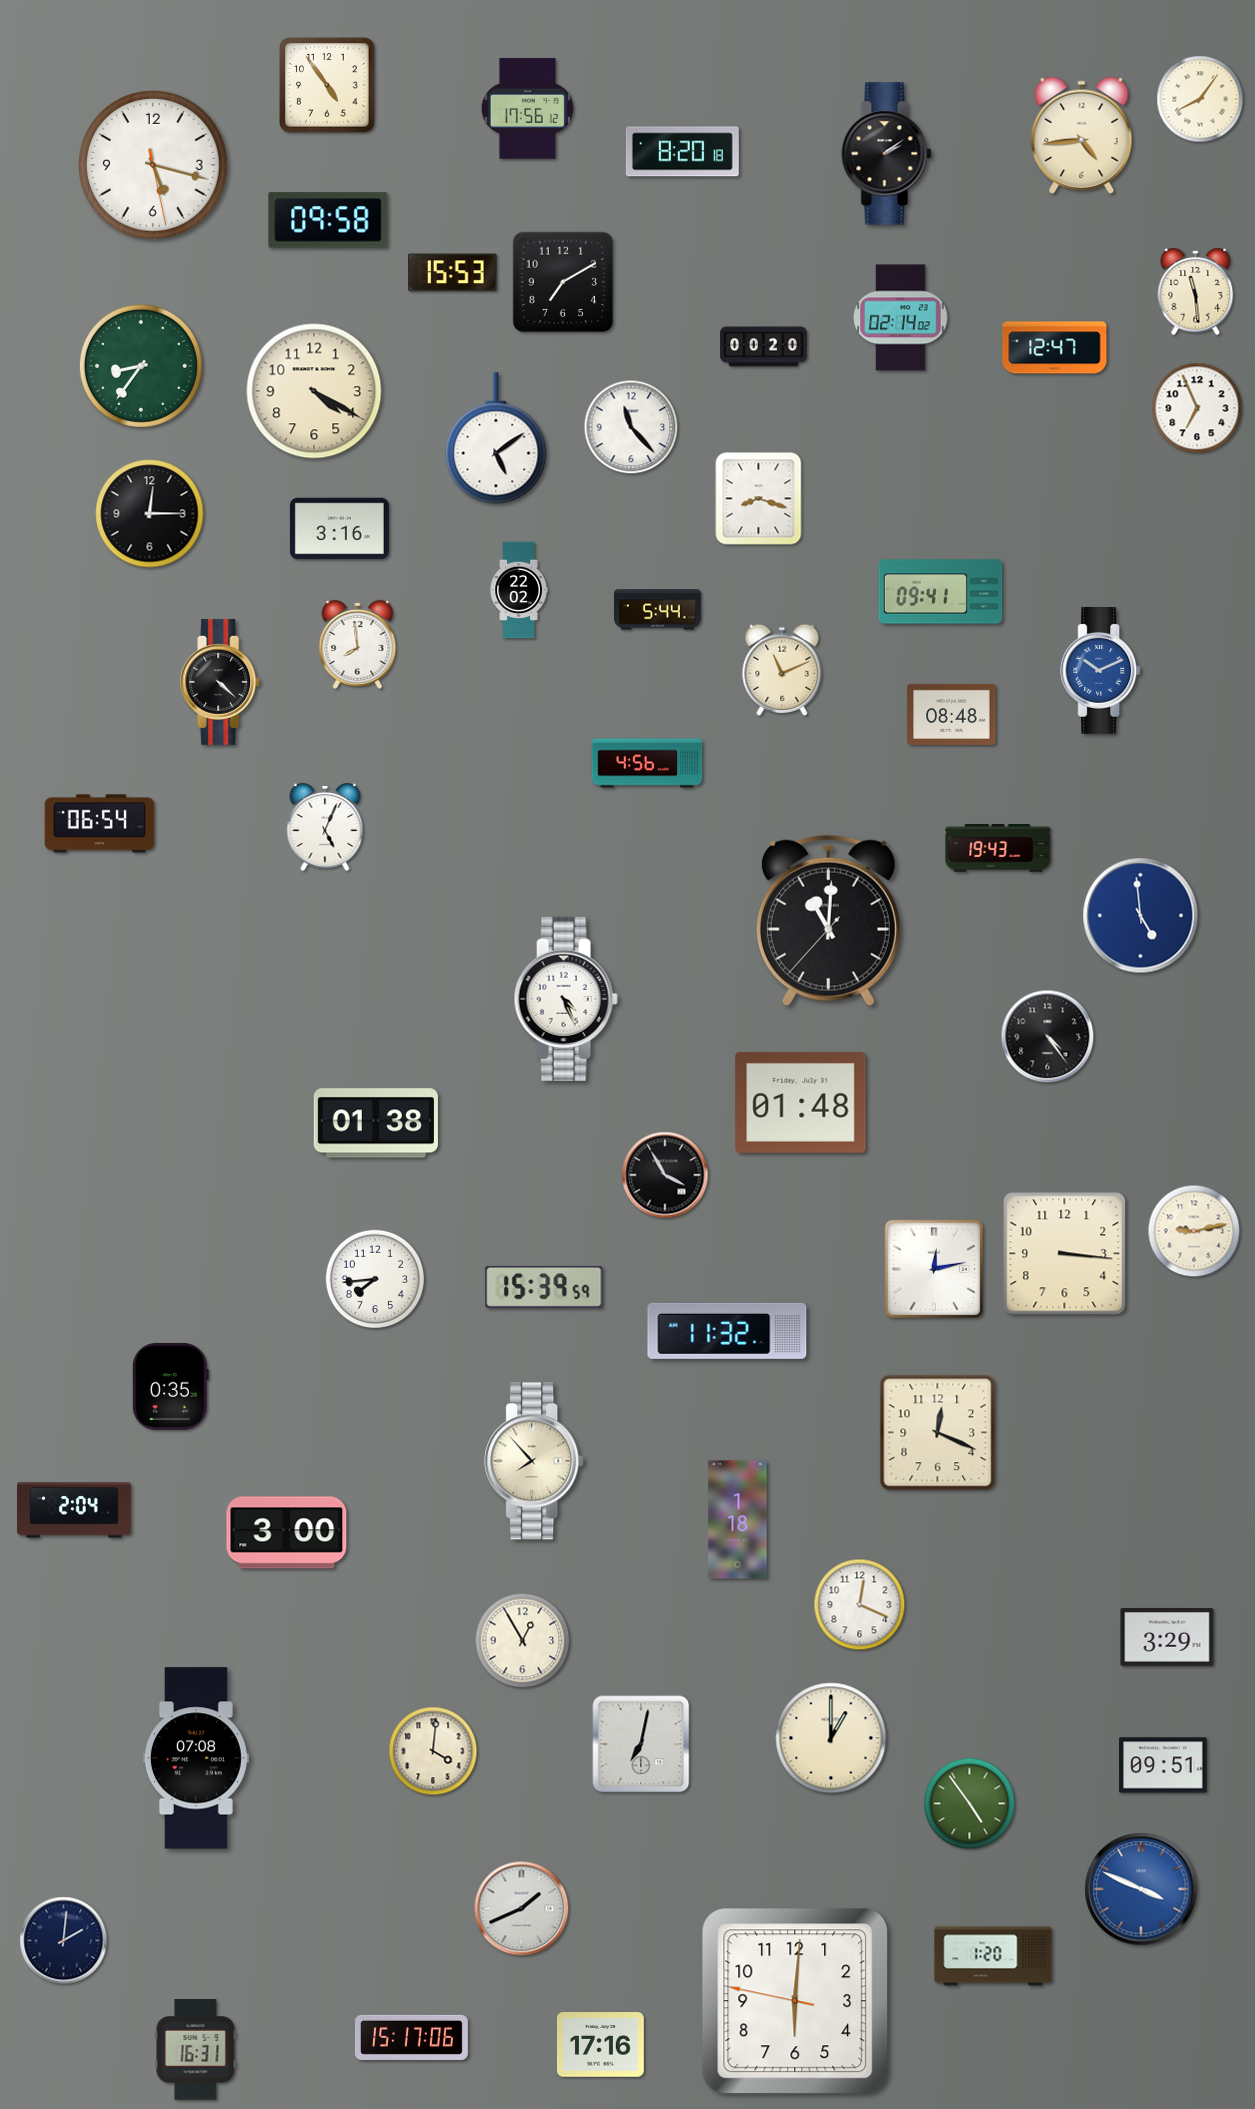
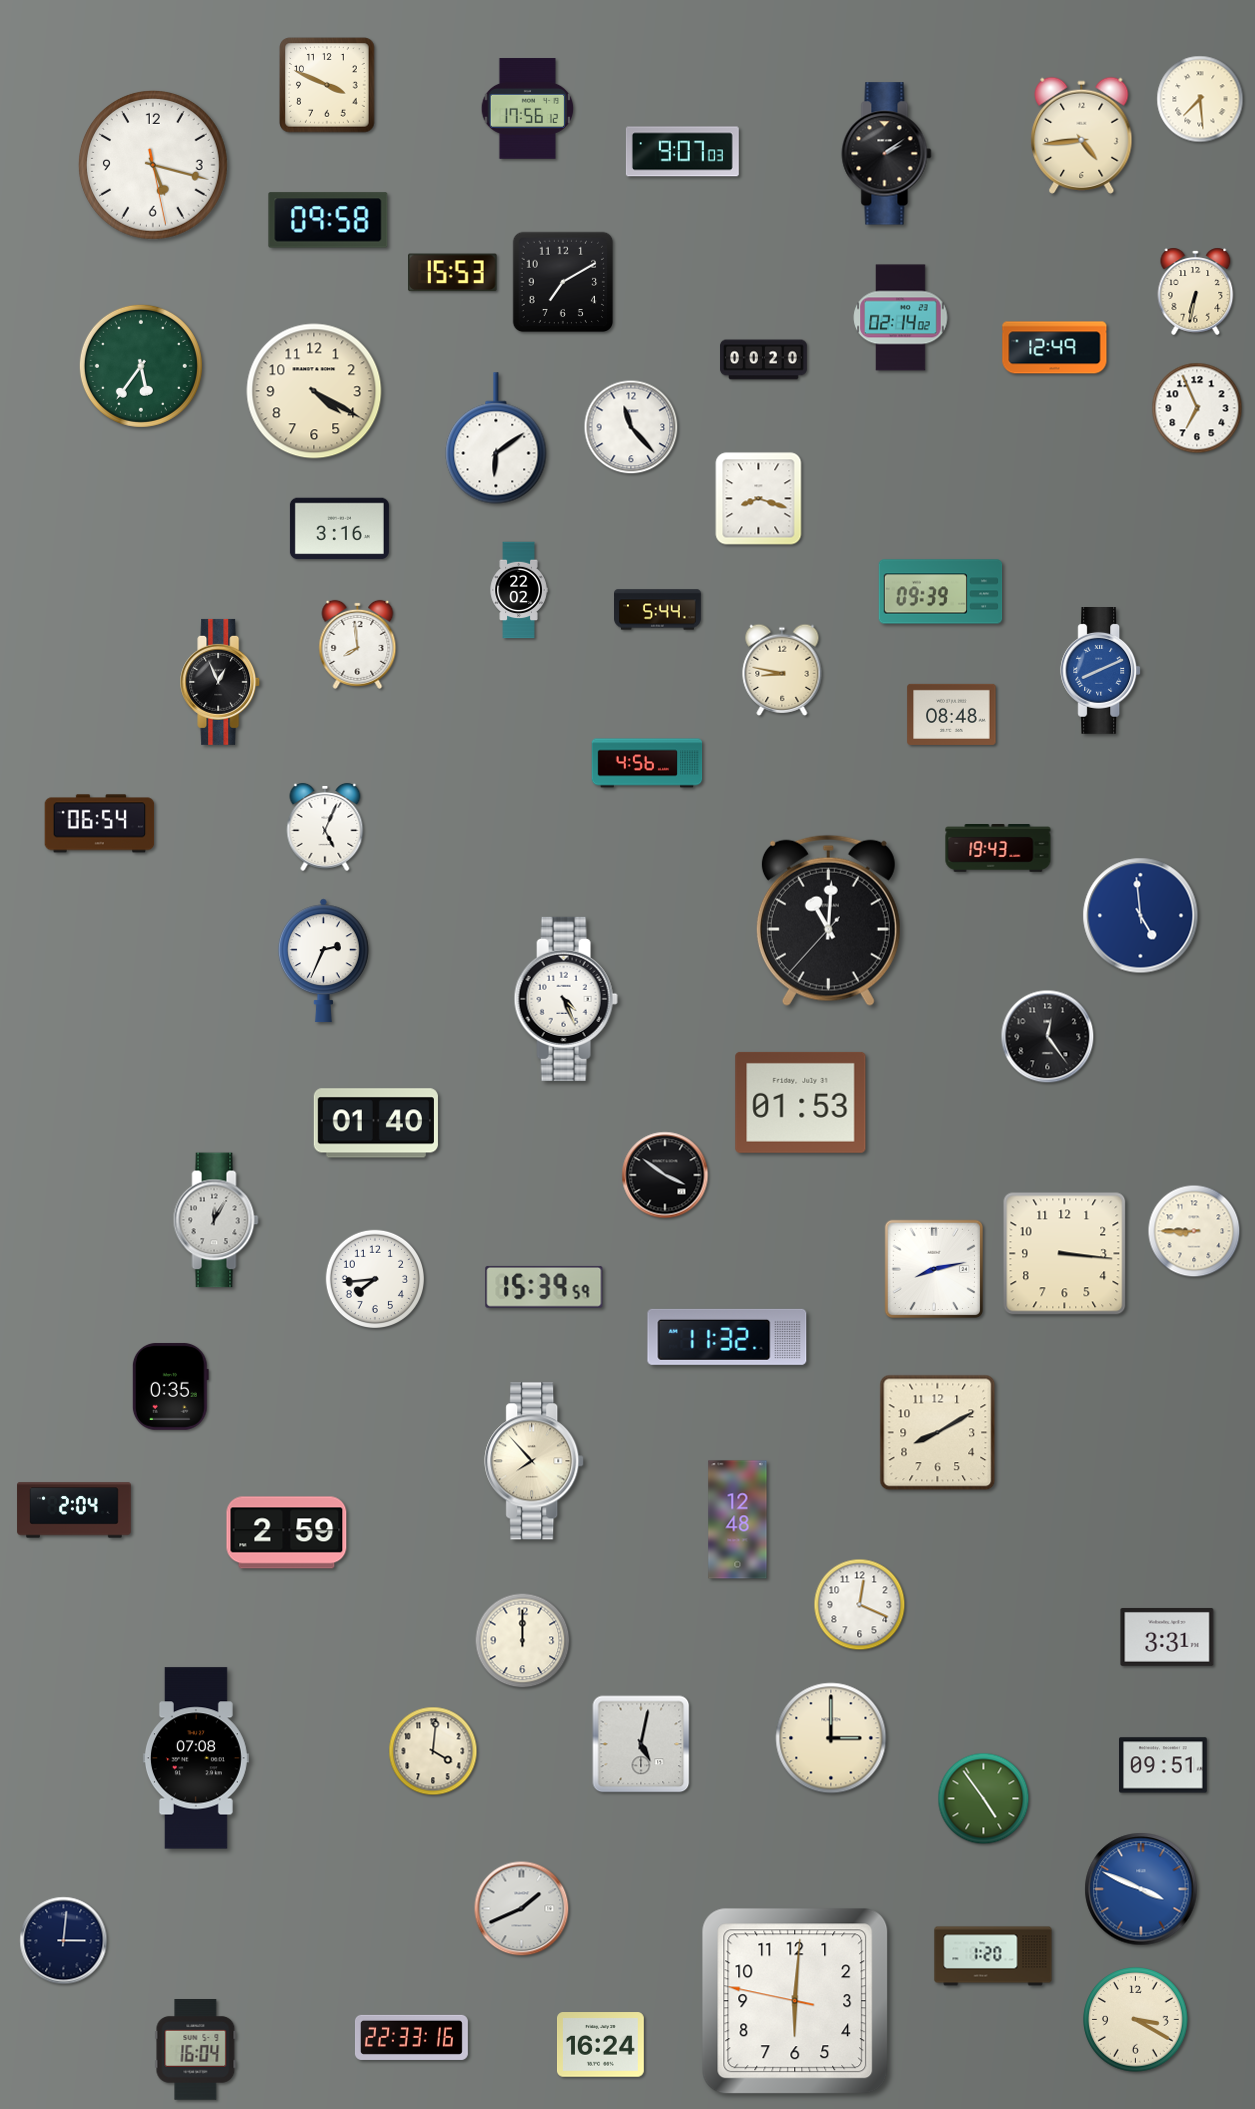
clock at (327, 85): 4:54 -> 3:49
clock at (1200, 99): 8:06 -> 7:29
clock at (682, 152): 8:20 -> 9:07
clock at (1196, 291): 11:29 -> 6:32
clock at (764, 347) position: (764, 347) -> (764, 360)
clock at (1055, 348): 12:47 -> 12:49
clock at (141, 366): 8:36 -> 5:36
clock at (496, 438): 5:09 -> 6:09
clock at (150, 514): 12:15 -> none
clock at (941, 592): 09:41 -> 09:39
clock at (782, 670): 11:11 -> 8:47
clock at (1101, 671): 10:11 -> 8:11
clock at (221, 682): 4:22 -> 12:56
clock at (323, 961): none -> 2:34
clock at (1048, 1037): 4:24 -> 12:24
clock at (801, 1102): 01:48 -> 01:53
clock at (376, 1123): 01:38 -> 01:40
clock at (665, 1175): 3:55 -> 3:51
clock at (216, 1220): none -> 12:05
clock at (1194, 1231): 9:13 -> 8:45
clock at (934, 1269): 12:13 -> 8:13
clock at (727, 1331) position: (727, 1331) -> (727, 1337)
clock at (938, 1433): 12:19 -> 8:10
clock at (738, 1520): 1:18 -> 12:48
clock at (287, 1533): 3:00 -> 2:59
clock at (1167, 1637): 3:29 -> 3:31
clock at (523, 1641): 12:55 -> 12:00
clock at (831, 1738): 1:00 -> 3:00
clock at (641, 1744): 7:02 -> 5:02
clock at (970, 1804) position: (970, 1804) -> (984, 1799)
clock at (64, 1941): 2:01 -> 3:01
clock at (1136, 2020): none -> 3:20
clock at (411, 2037): 15:17 -> 22:33
clock at (601, 2045): 17:16 -> 16:24
clock at (196, 2050): 16:31 -> 16:04
